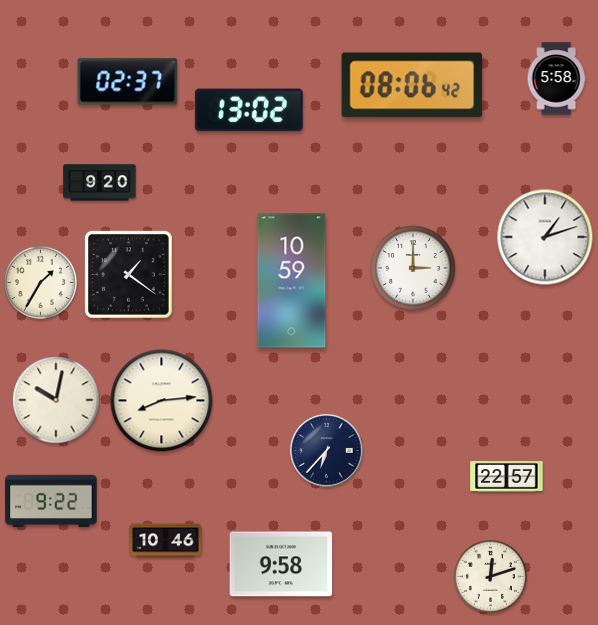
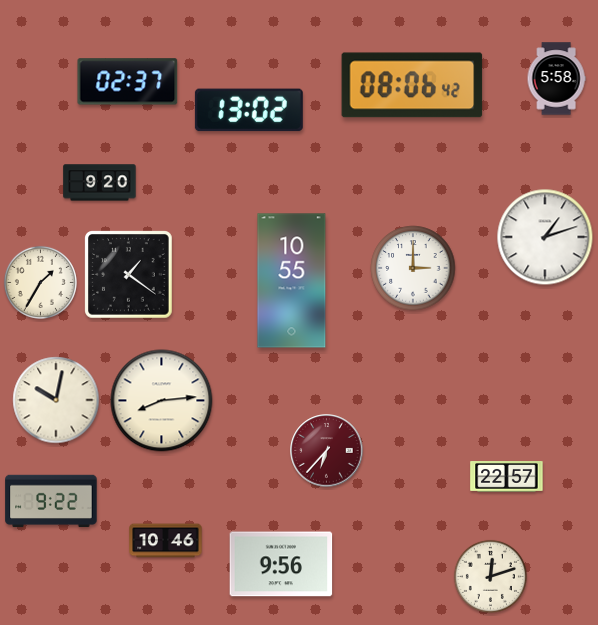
clock at (292, 281): 10:59 -> 10:55
clock at (327, 451) dial: navy -> burgundy
clock at (281, 564): 9:58 -> 9:56
